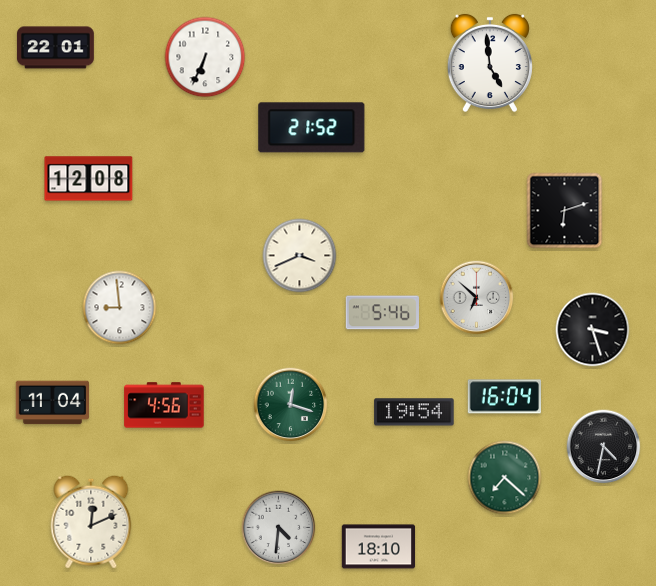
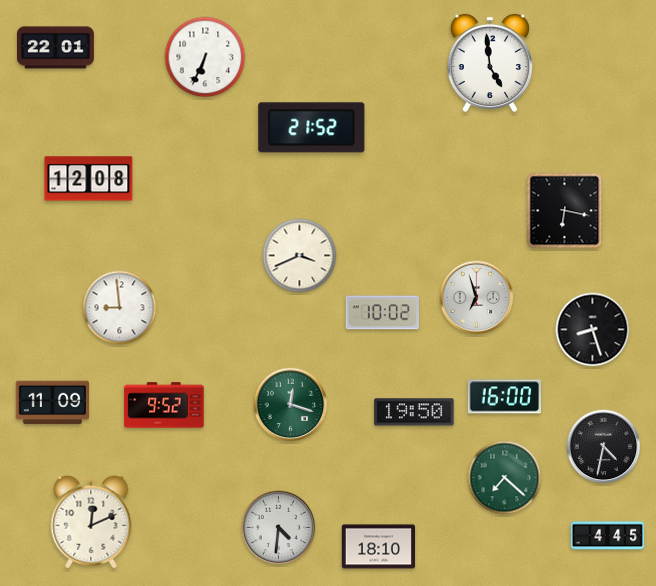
clock at (565, 211): 6:12 -> 6:17
clock at (477, 298): 6:52 -> 6:57
clock at (382, 313): 5:46 -> 10:02
clock at (593, 330): 3:27 -> 8:27
clock at (504, 397): 16:04 -> 16:00
clock at (52, 403): 11:04 -> 11:09
clock at (164, 405): 4:56 -> 9:52
clock at (414, 412): 19:54 -> 19:50
clock at (608, 536): none -> 4:45
